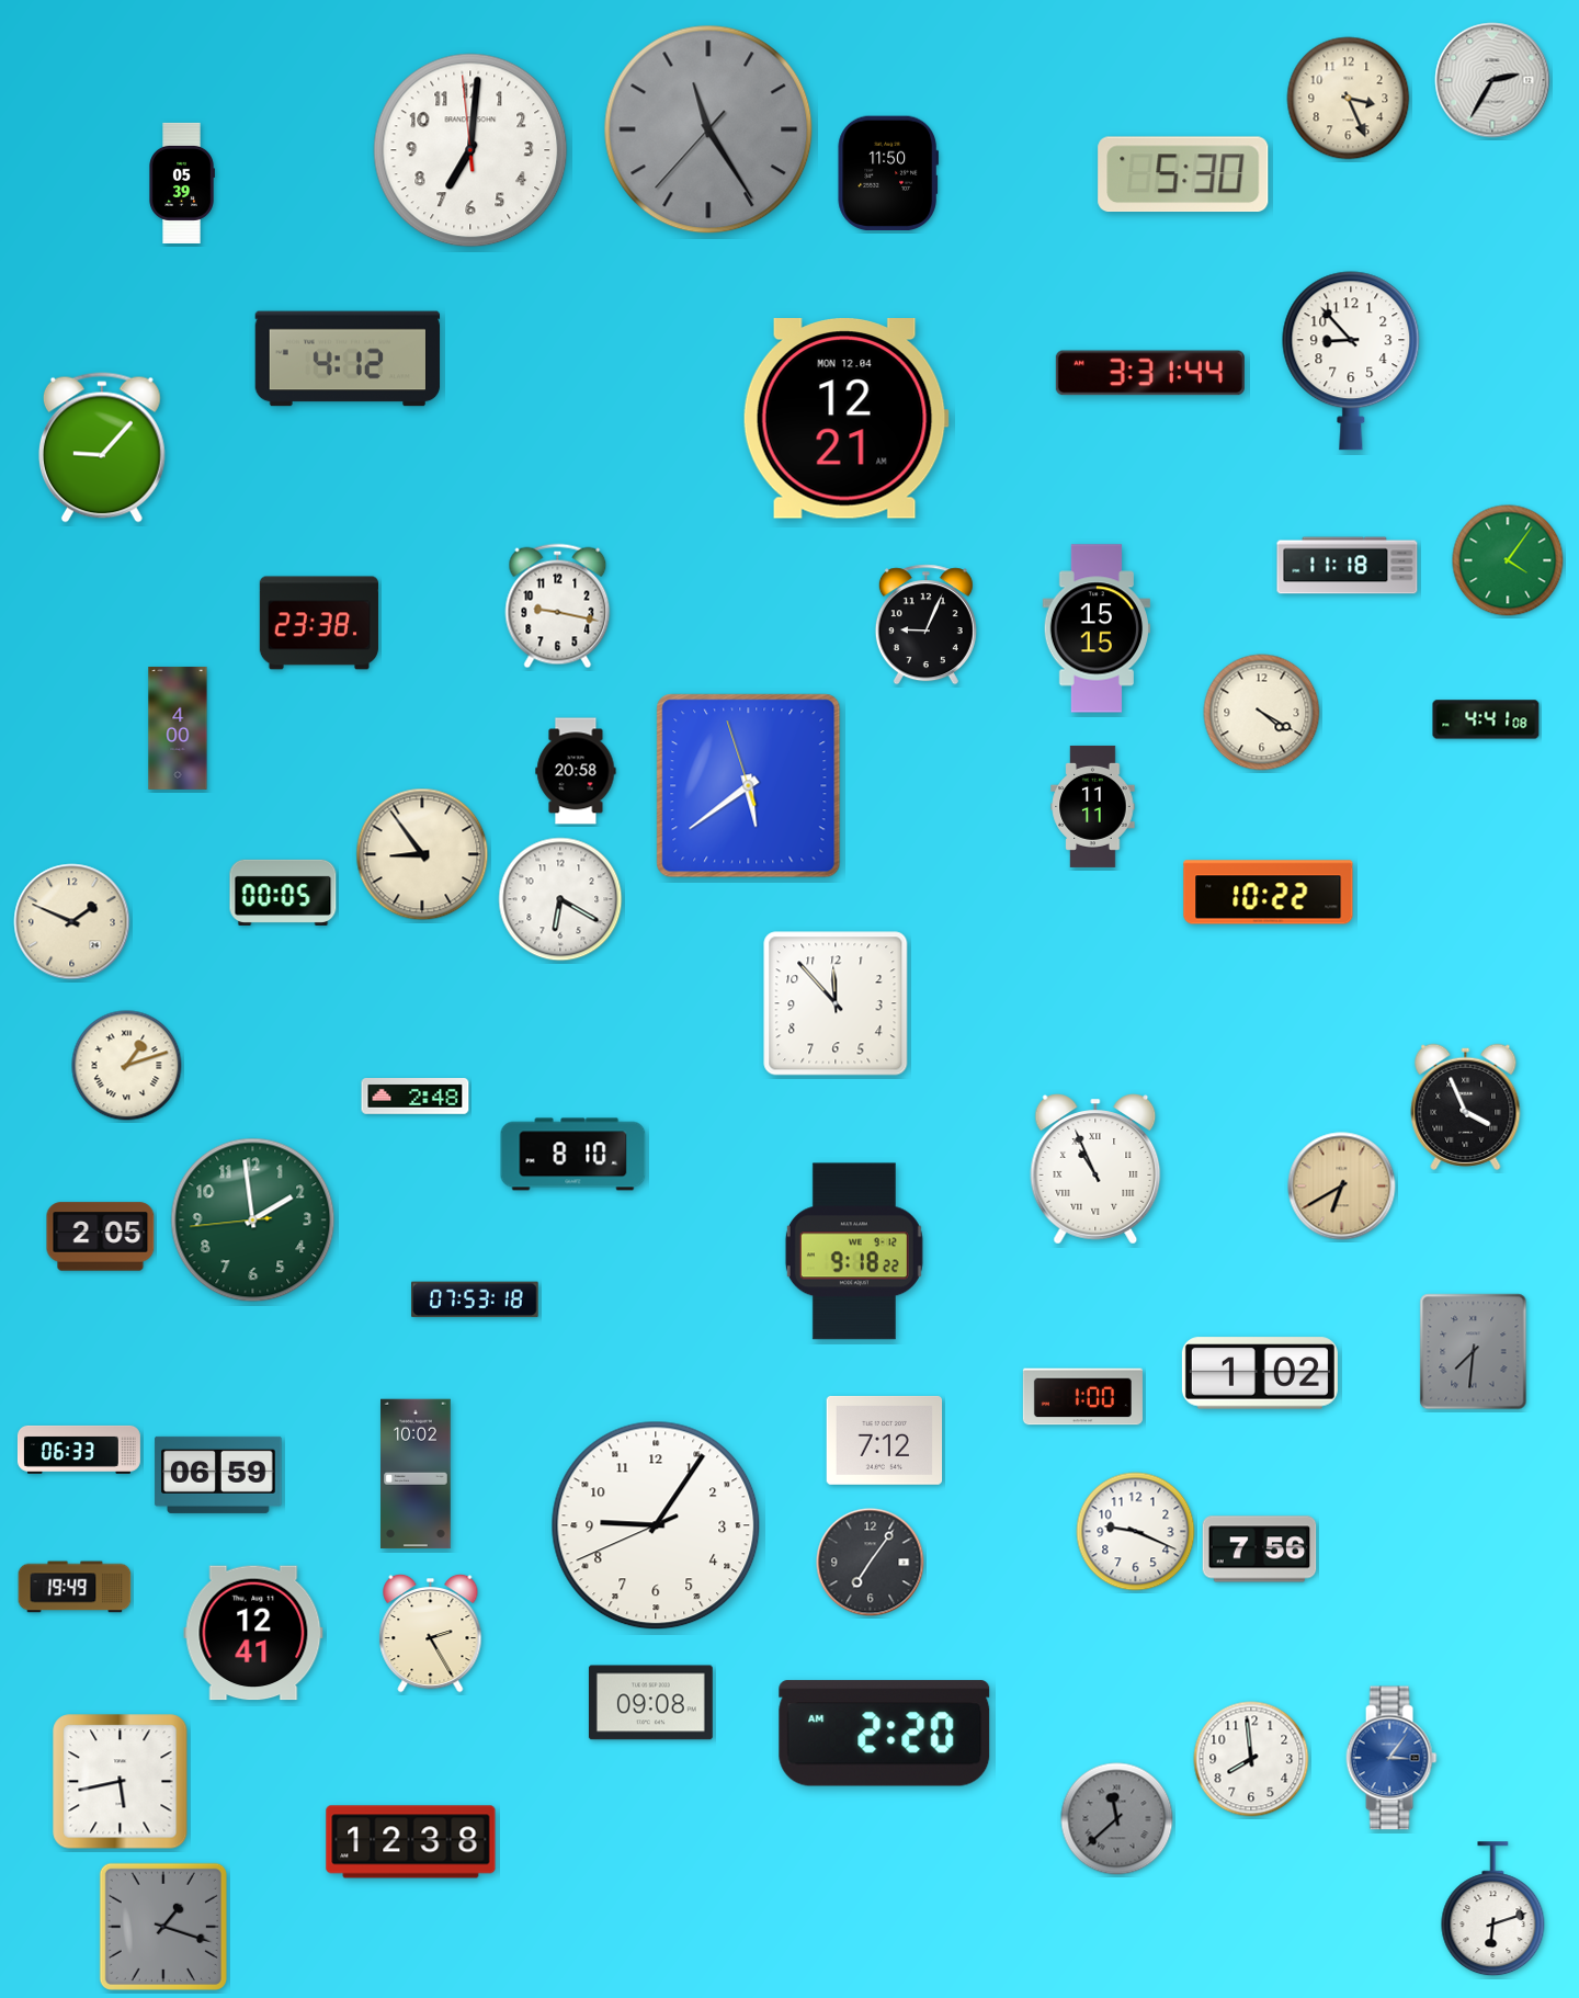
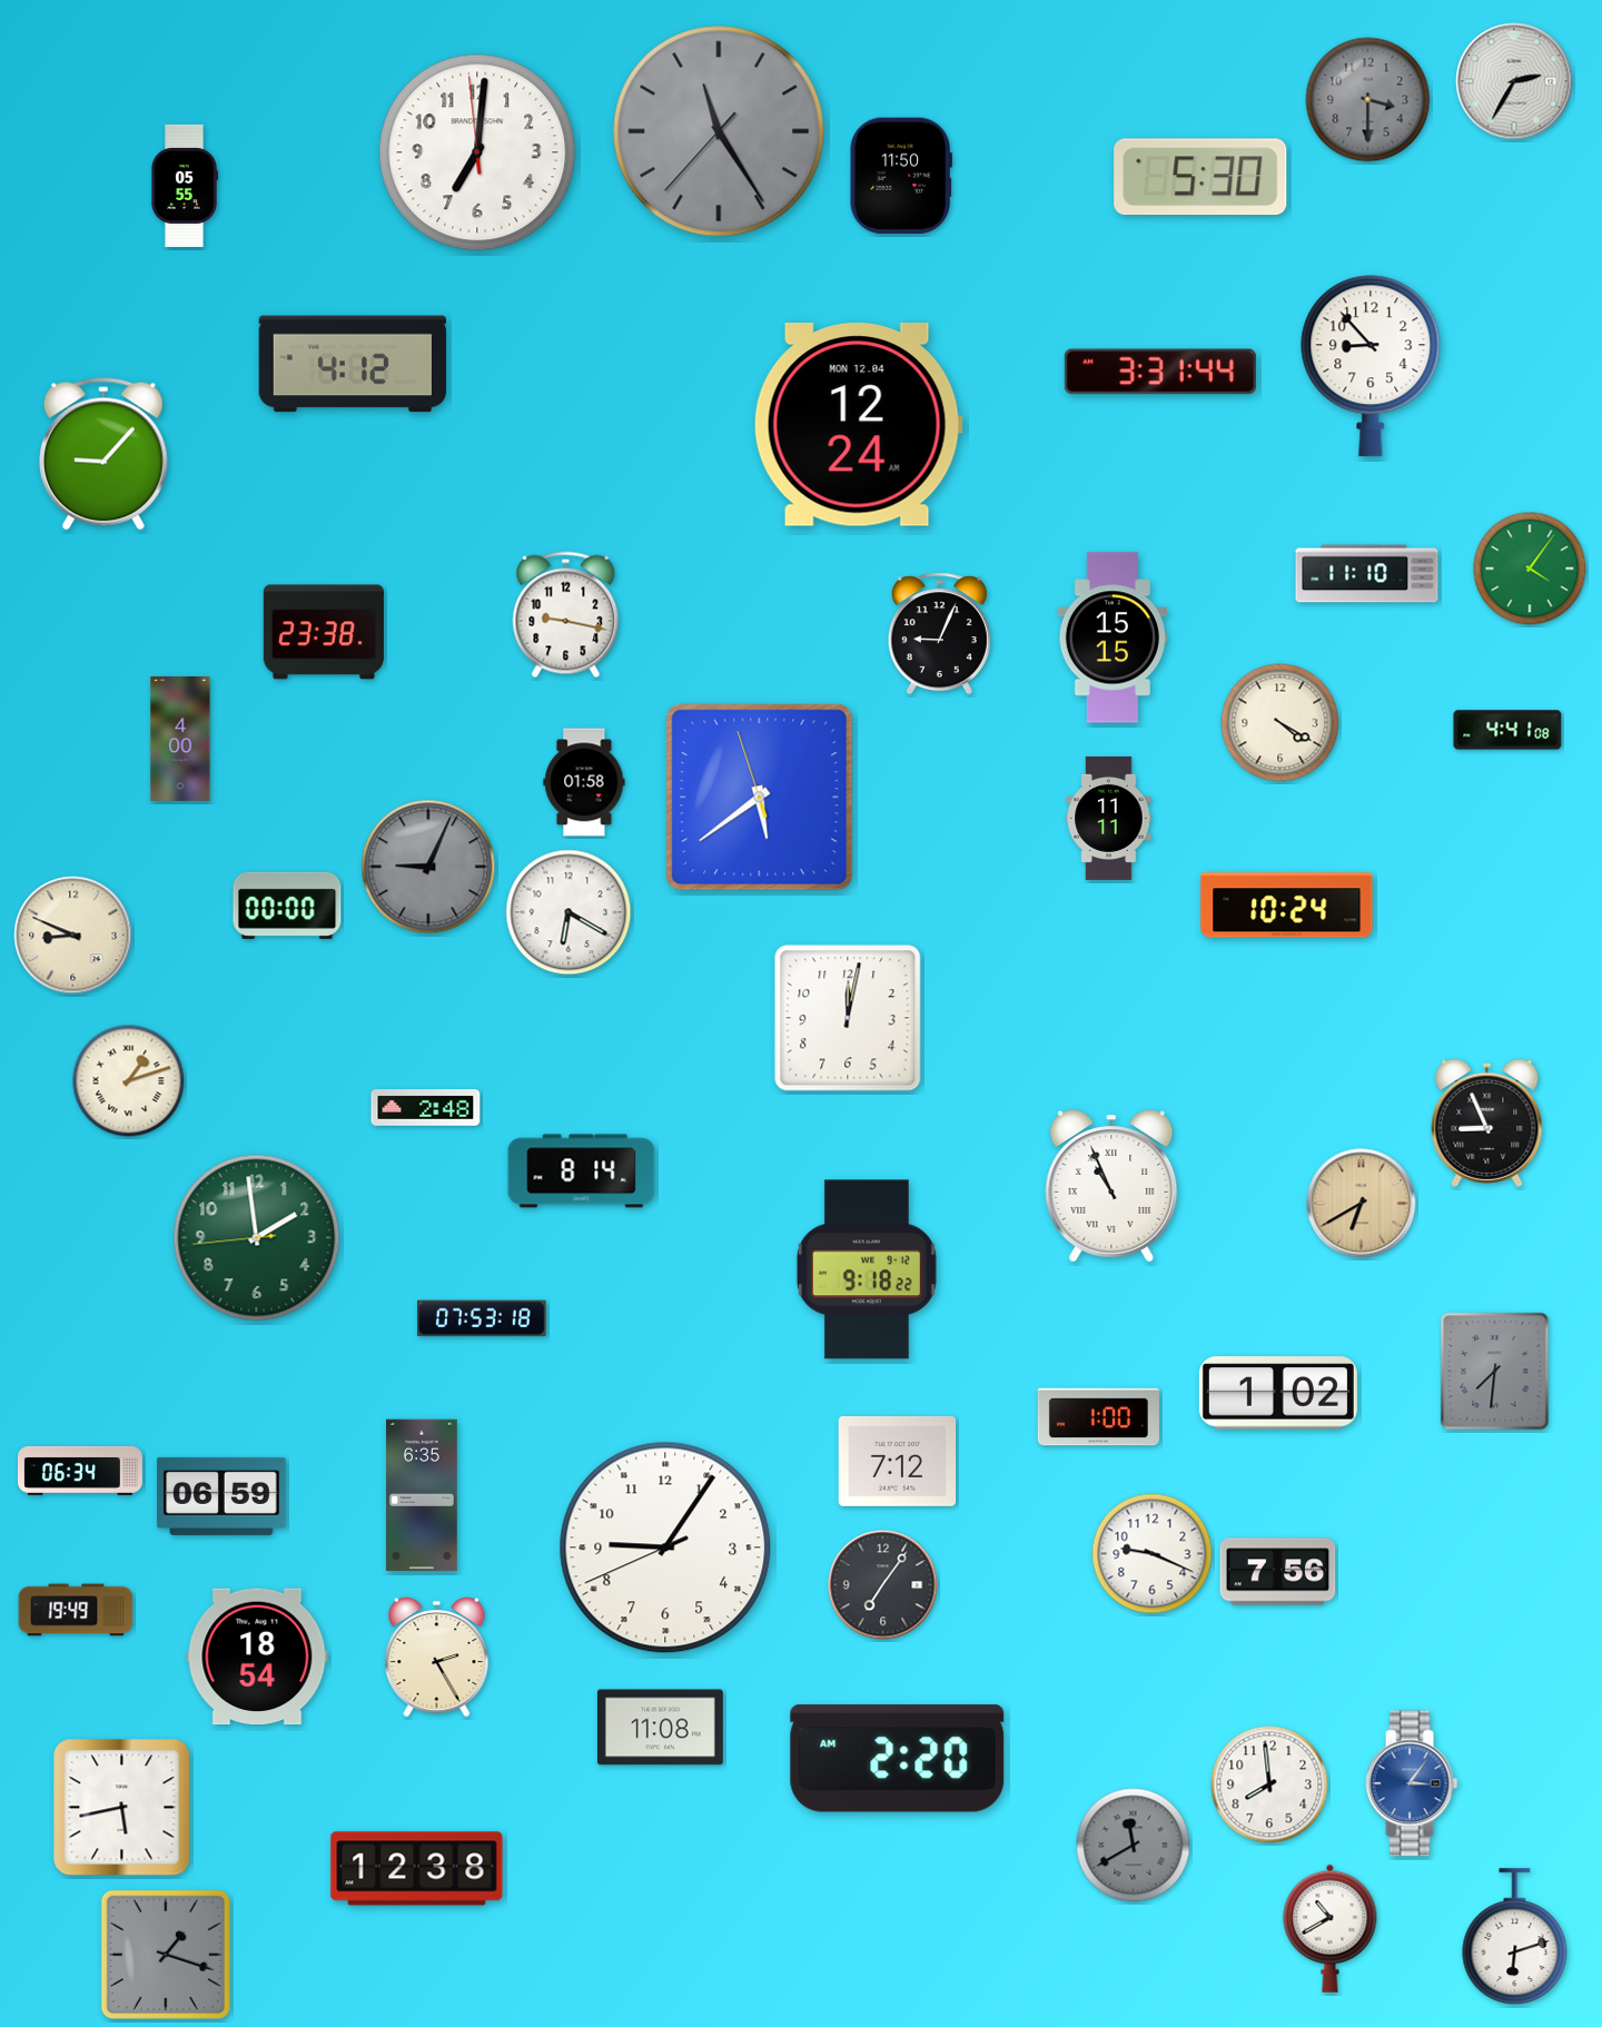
clock at (1349, 99): 3:26 -> 3:30
clock at (1349, 99) dial: cream -> grey
clock at (182, 183): 05:39 -> 05:55
clock at (1150, 373) position: (1150, 373) -> (1160, 372)
clock at (845, 419): 12:21 -> 12:24
clock at (1348, 566): 11:18 -> 11:10
clock at (576, 771): 20:58 -> 01:58
clock at (422, 854): 8:54 -> 9:04
clock at (422, 854) dial: cream -> grey
clock at (283, 893): 00:05 -> 00:00
clock at (1269, 893): 10:22 -> 10:24
clock at (72, 922): 1:49 -> 8:49
clock at (836, 1003): 11:53 -> 12:02
clock at (416, 1097) position: (416, 1097) -> (426, 1108)
clock at (1466, 1106): 3:56 -> 8:56
clock at (573, 1155): 8:10 -> 8:14
clock at (101, 1237): 2:05 -> none
clock at (79, 1450): 06:33 -> 06:34
clock at (416, 1474): 10:02 -> 6:35
clock at (253, 1633): 12:41 -> 18:54
clock at (650, 1703): 09:08 -> 11:08
clock at (1117, 1819): 11:38 -> 11:40
clock at (1331, 1928): none -> 10:40
